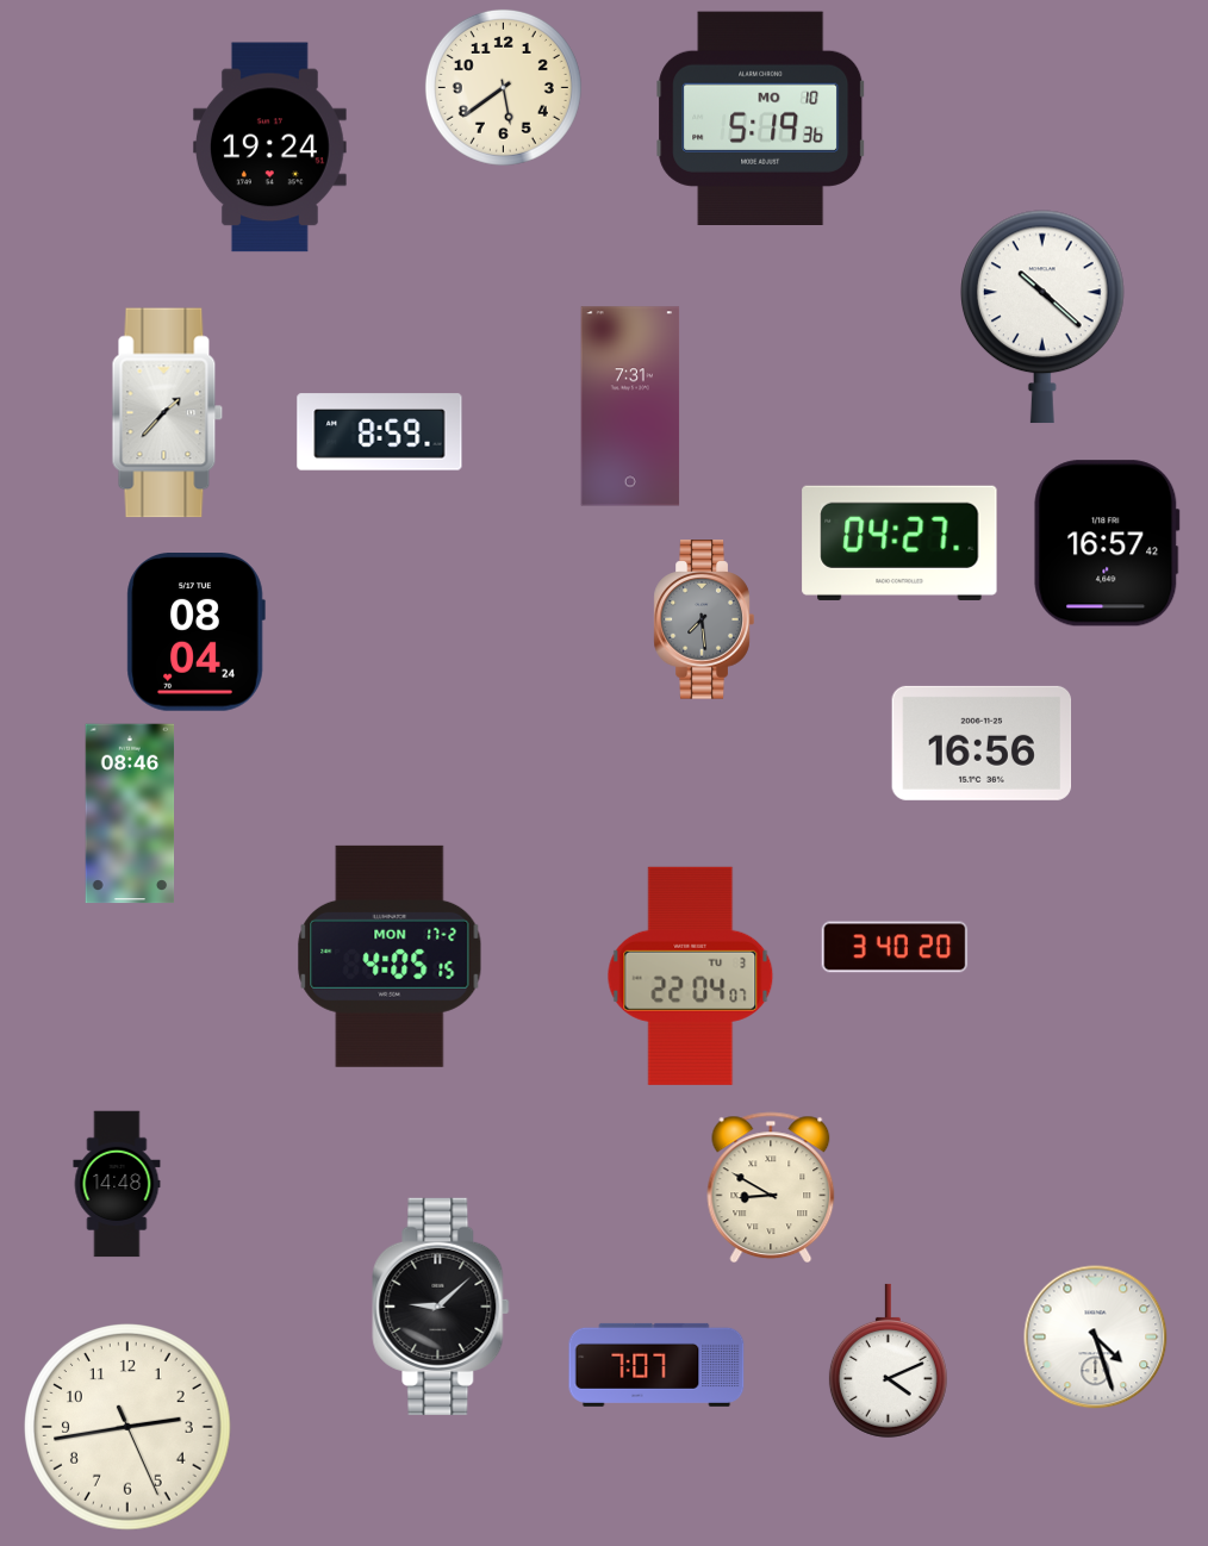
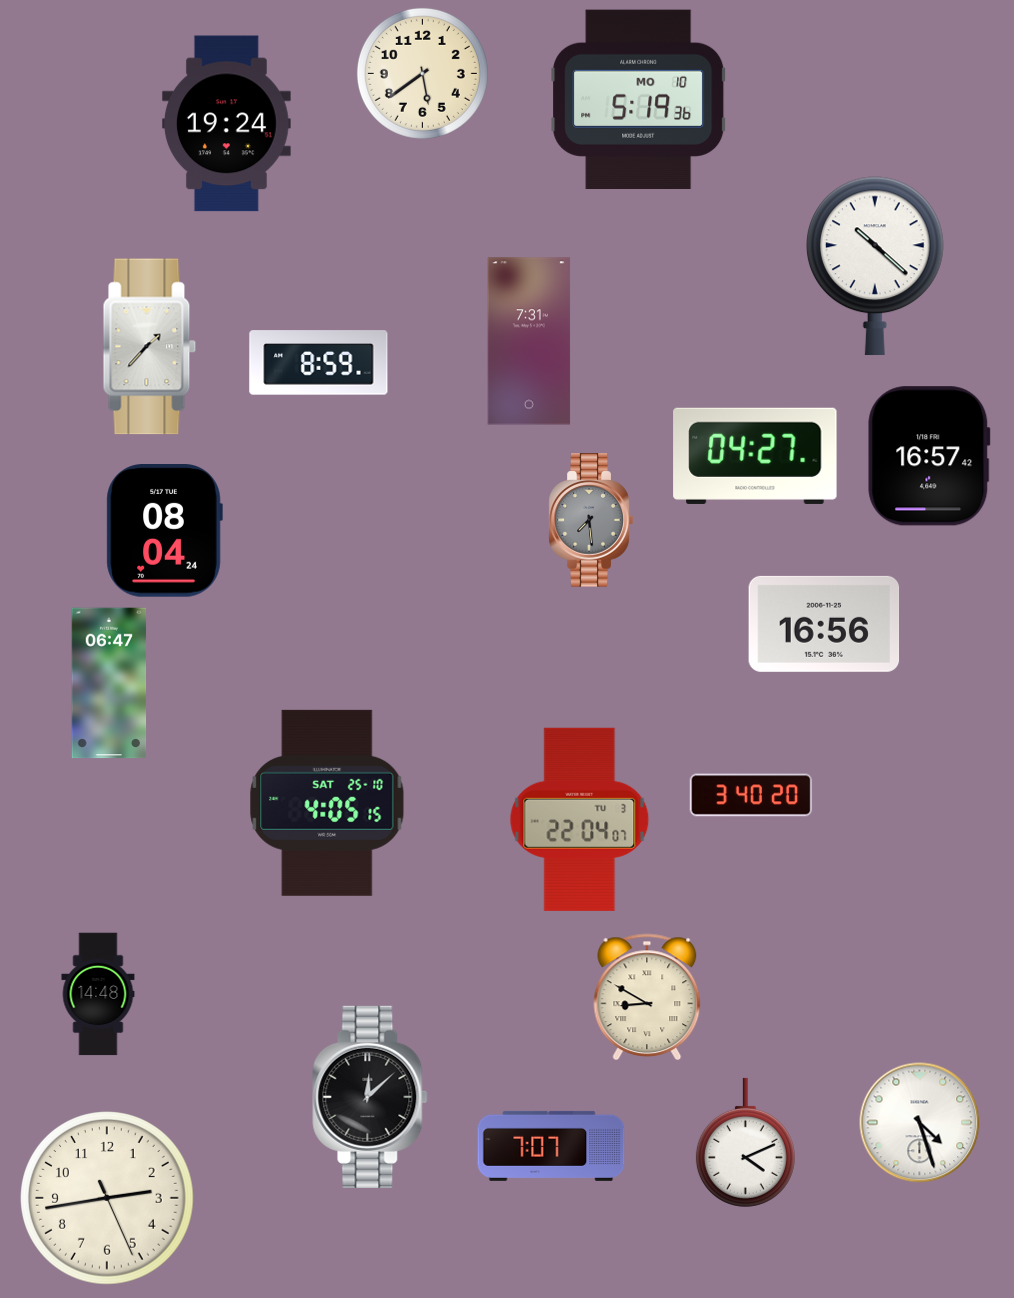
clock at (168, 413) position: (168, 413) -> (150, 347)
clock at (130, 813): 08:46 -> 06:47
clock at (390, 956) date: MON 17-2 -> SAT 25-10
clock at (441, 1307): 9:08 -> 12:08
